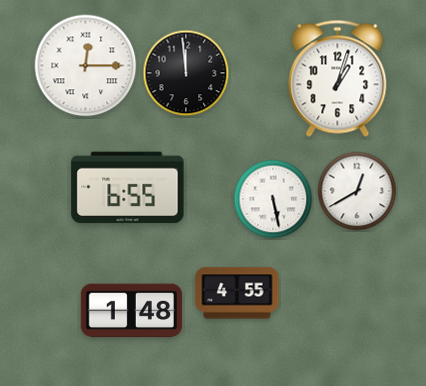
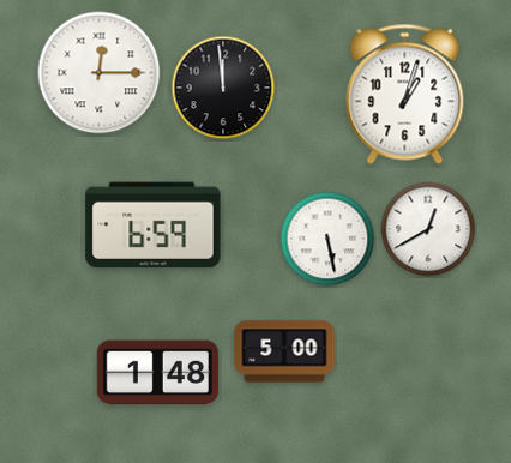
clock at (86, 66) position: (86, 66) -> (100, 73)
clock at (128, 188): 6:55 -> 6:59
clock at (237, 293): 4:55 -> 5:00
